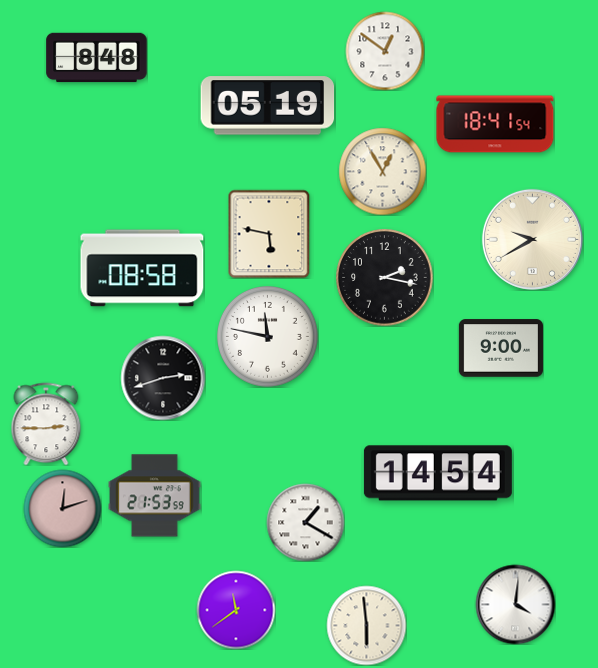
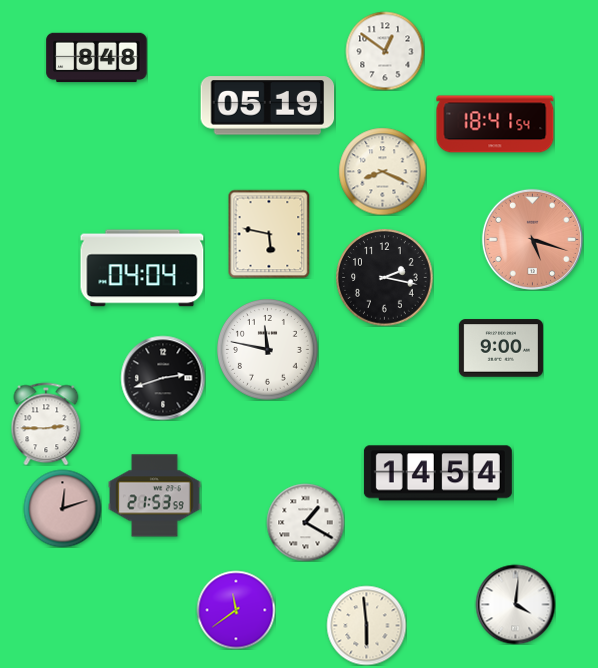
clock at (382, 171): 12:55 -> 8:19
clock at (532, 239): 9:40 -> 5:18
clock at (532, 239) dial: cream -> salmon
clock at (142, 268): 08:58 -> 04:04
clock at (268, 337) position: (268, 337) -> (268, 350)
